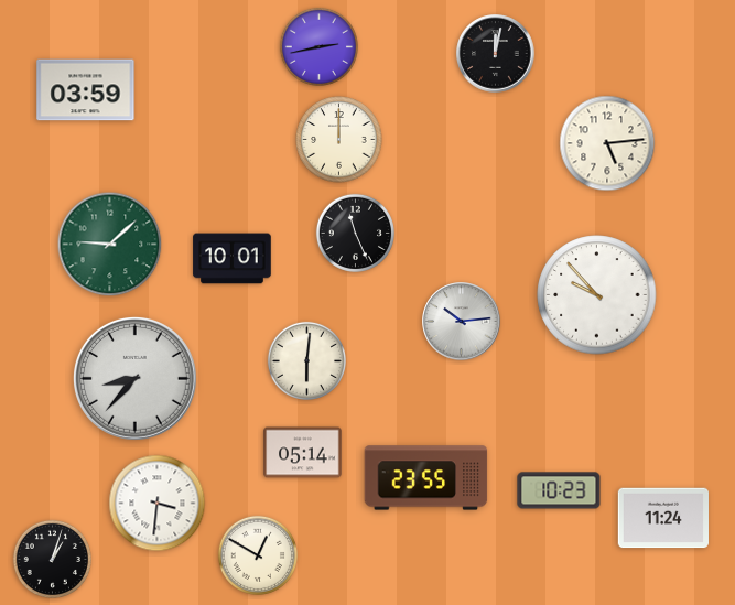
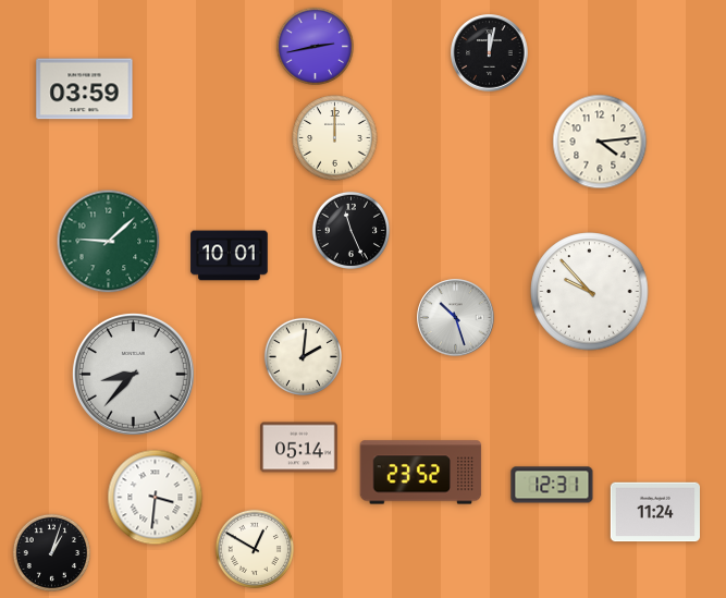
clock at (607, 143): 5:14 -> 4:14
clock at (462, 322): 10:14 -> 10:27
clock at (306, 360): 6:01 -> 2:01
clock at (426, 478): 23:55 -> 23:52
clock at (559, 490): 10:23 -> 12:31
